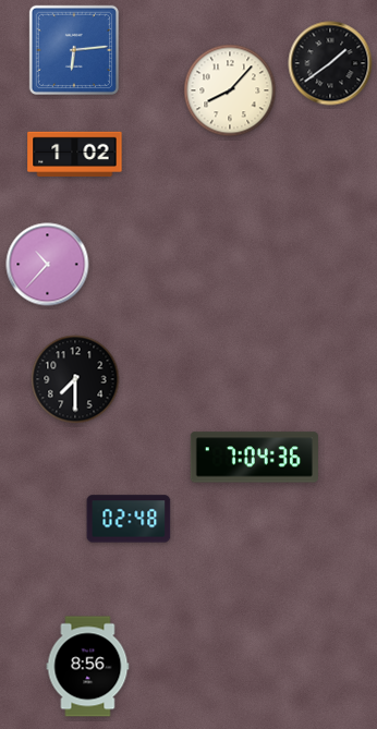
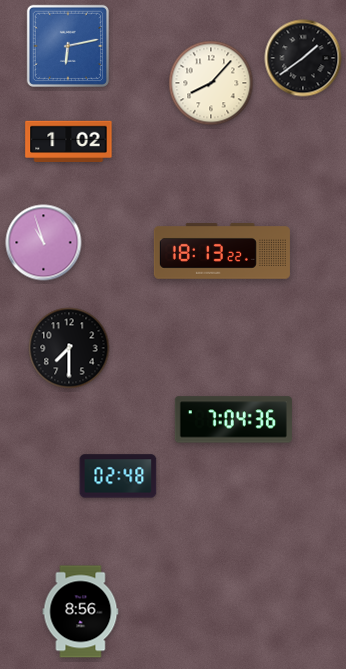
clock at (74, 50): 6:14 -> 6:13
clock at (48, 265): 10:37 -> 10:57
clock at (222, 251): none -> 18:13
